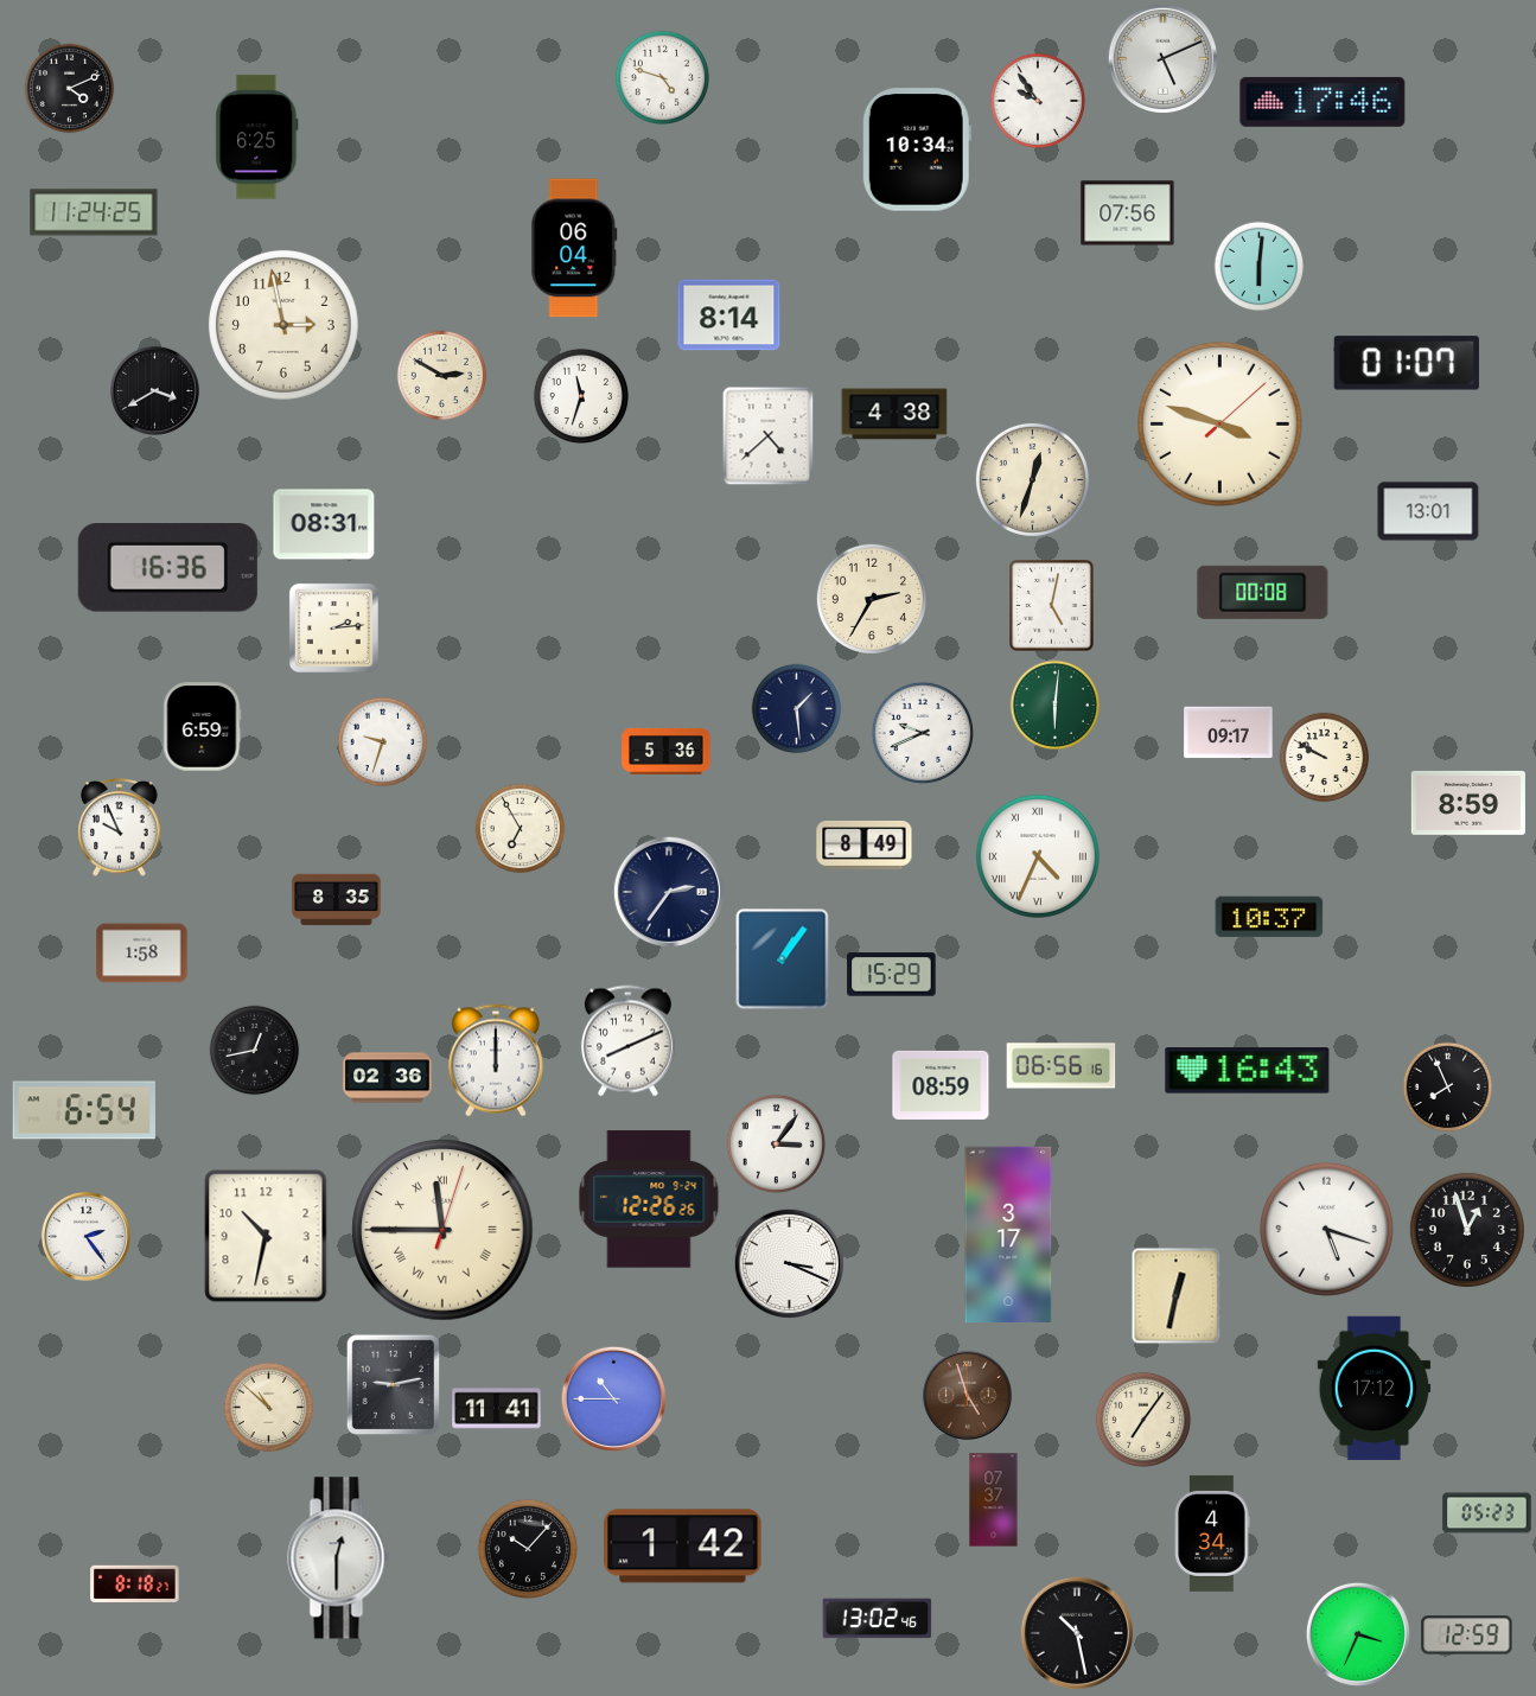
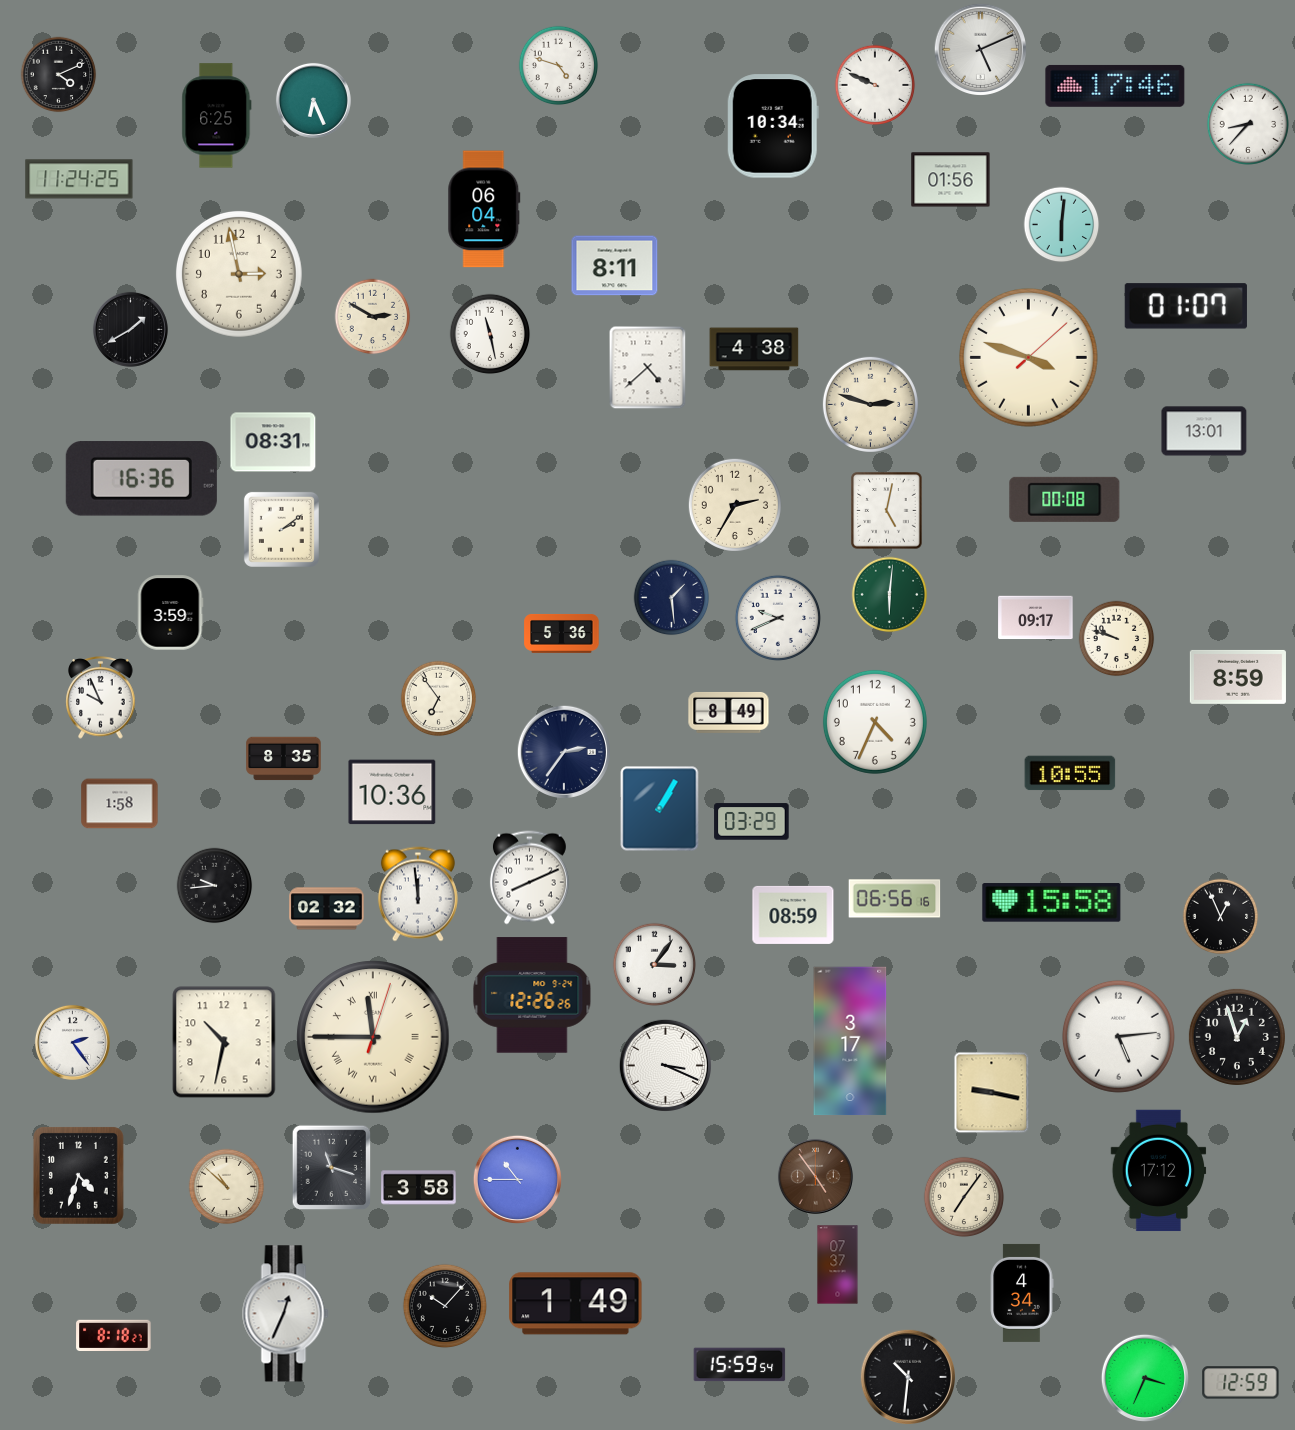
clock at (1038, 101): 9:54 -> 9:49
clock at (313, 100): none -> 6:26
clock at (1248, 124): none -> 8:37
clock at (1128, 213): 07:56 -> 01:56
clock at (729, 315): 8:14 -> 8:11
clock at (154, 390): 3:40 -> 1:40
clock at (581, 396): 11:33 -> 11:28
clock at (1032, 479): 12:33 -> 2:48
clock at (333, 627): 2:14 -> 2:09
clock at (203, 727): 6:59 -> 3:59
clock at (383, 742): 9:33 -> none
clock at (1325, 758): 9:50 -> 9:48
clock at (521, 829): 6:55 -> 6:54
clock at (1038, 856) numerals: Roman -> Arabic
clock at (1269, 917): 10:37 -> 10:55
clock at (392, 792): none -> 10:36
clock at (783, 959): 1:06 -> 1:05
clock at (892, 975): 15:29 -> 03:29
clock at (255, 1051): 12:43 -> 9:44
clock at (496, 1060): 12:00 -> 11:59
clock at (1248, 1071): 16:43 -> 15:58
clock at (388, 1078): 02:36 -> 02:32
clock at (1448, 1088): 7:56 -> 12:56
clock at (84, 1110): 6:54 -> none
clock at (649, 1199) position: (649, 1199) -> (532, 995)
clock at (1326, 1229): 5:18 -> 5:14
clock at (1177, 1296): 12:32 -> 9:17
clock at (394, 1385): 9:13 -> 11:18
clock at (78, 1175): none -> 4:33
clock at (967, 1395): 4:57 -> 4:54
clock at (497, 1409): 11:41 -> 3:58
clock at (1487, 1513): 05:23 -> none
clock at (683, 1547): 1:42 -> 1:49
clock at (339, 1558): 12:30 -> 12:34
clock at (878, 1619): 13:02 -> 15:59
clock at (1076, 1632): 10:28 -> 10:31
clock at (1467, 1636) position: (1467, 1636) -> (1241, 1383)
